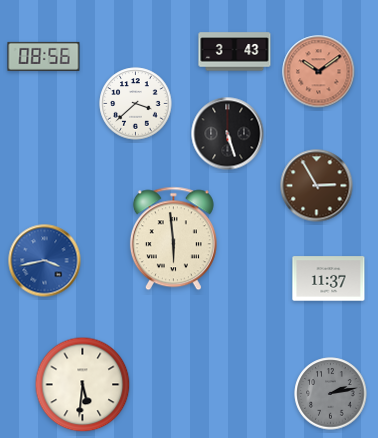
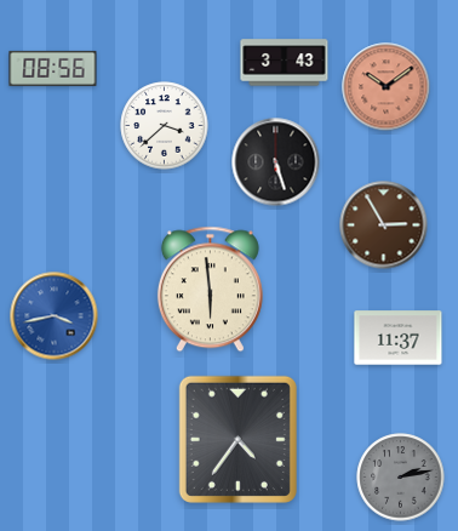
clock at (237, 439): none -> 4:36
clock at (83, 385): 5:31 -> none
